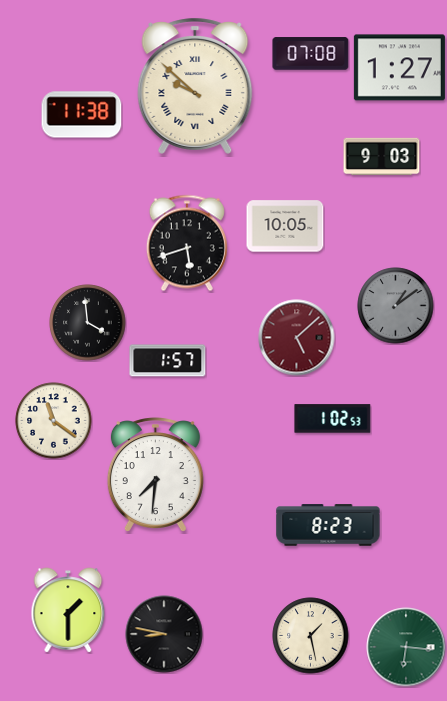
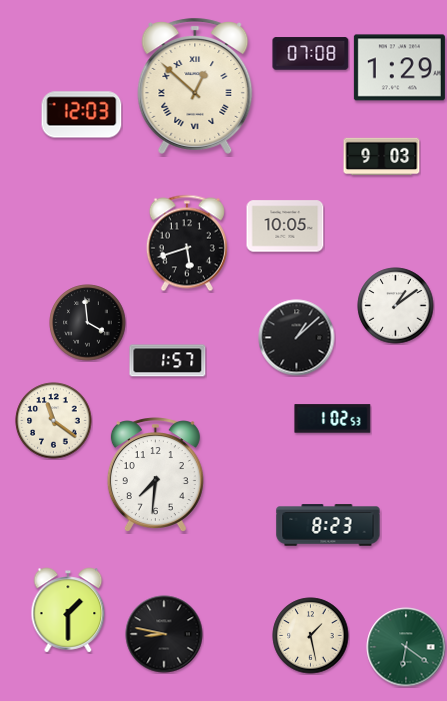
clock at (399, 68): 1:27 -> 1:29
clock at (195, 86): 9:52 -> 12:52
clock at (82, 115): 11:38 -> 12:03
clock at (396, 306) dial: grey -> white
clock at (297, 338): 5:08 -> 1:08
clock at (297, 338) dial: burgundy -> black
clock at (406, 647): 6:16 -> 6:21
